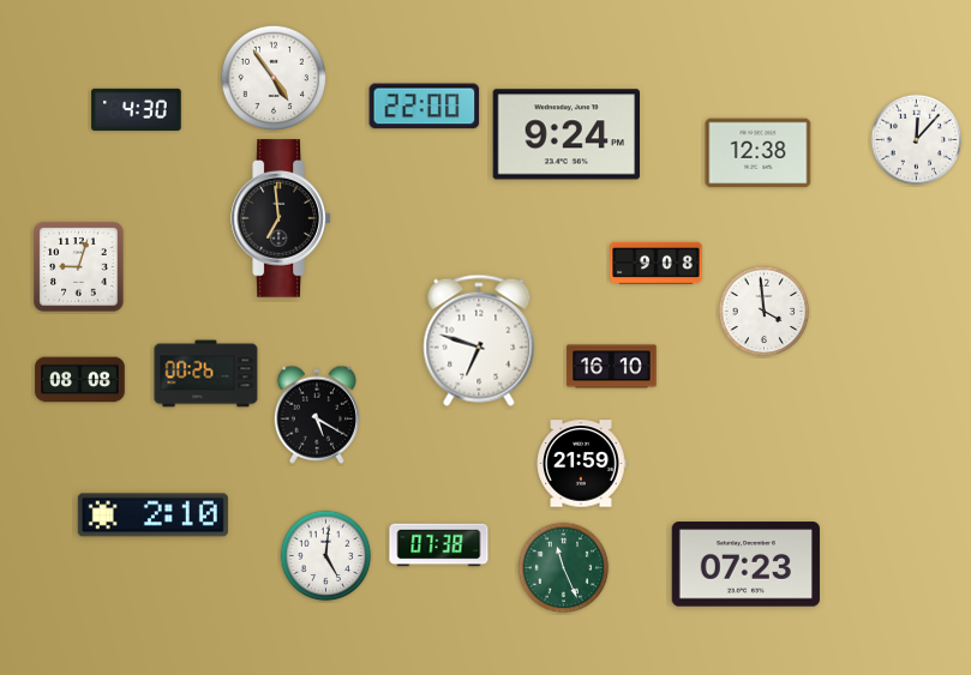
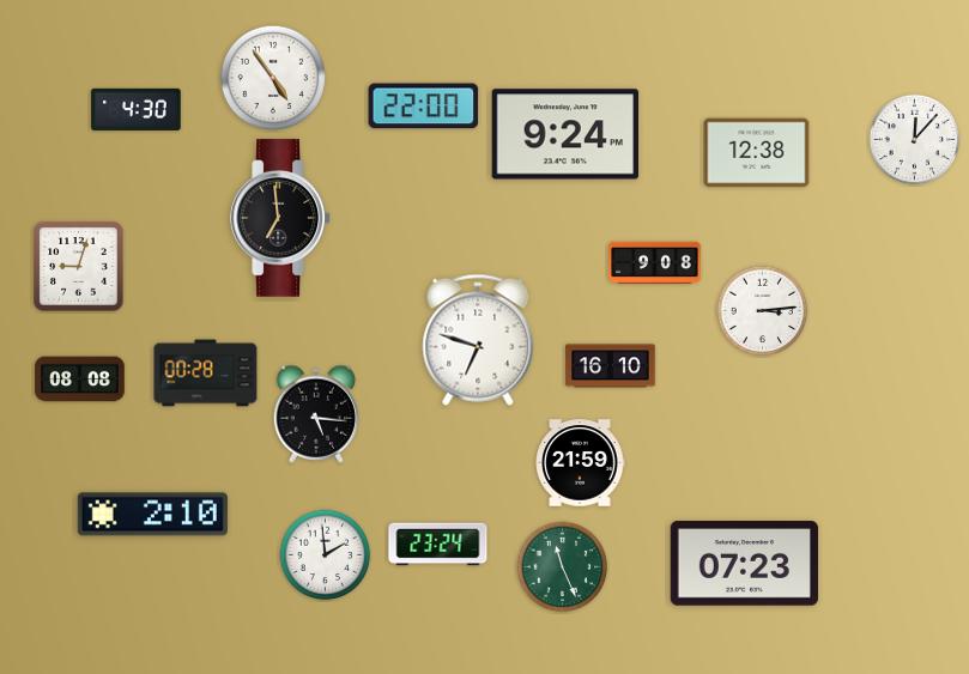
clock at (765, 312): 3:59 -> 3:14
clock at (206, 374): 00:26 -> 00:28
clock at (317, 415): 5:20 -> 5:16
clock at (439, 546): 07:38 -> 23:24
clock at (326, 556): 5:01 -> 1:59
